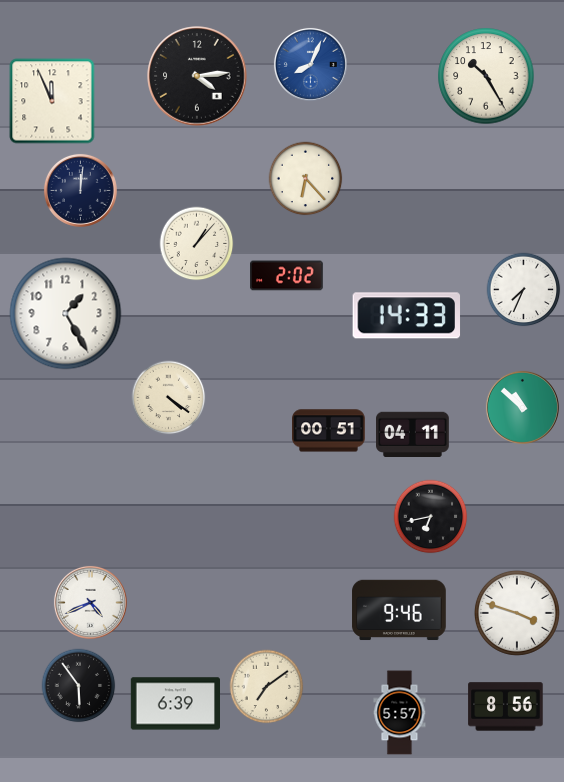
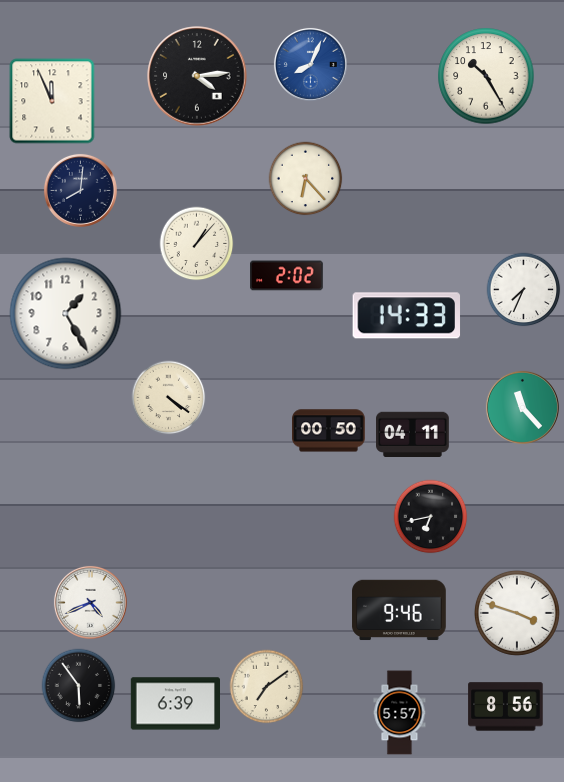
clock at (80, 190): 12:01 -> 8:01
clock at (522, 407): 10:52 -> 11:23
clock at (329, 431): 00:51 -> 00:50
